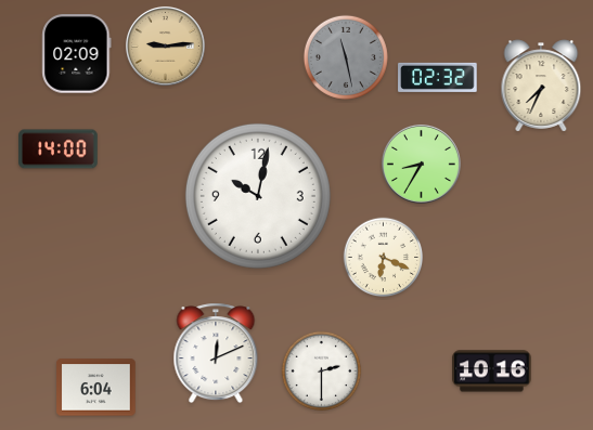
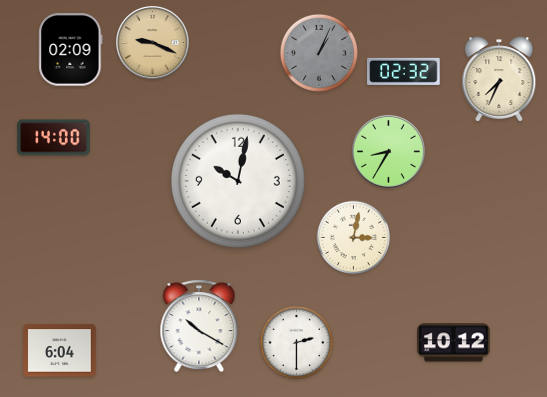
clock at (165, 45): 9:14 -> 9:19
clock at (346, 57): 11:28 -> 1:04
clock at (384, 258): 6:19 -> 3:02
clock at (216, 353): 12:11 -> 10:20
clock at (492, 372): 10:16 -> 10:12
clock at (96, 388) position: (96, 388) -> (60, 351)
